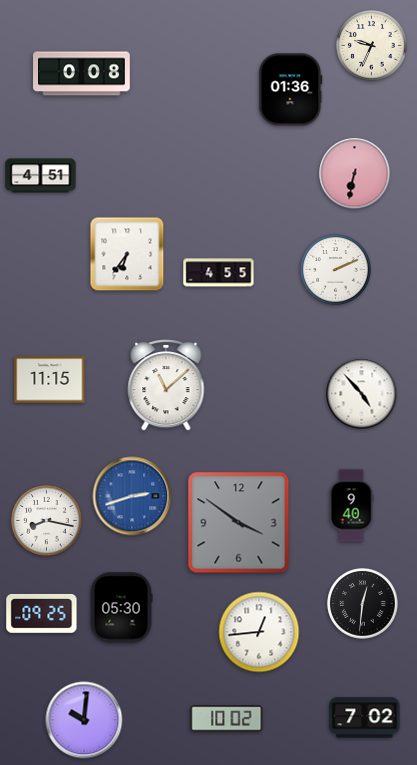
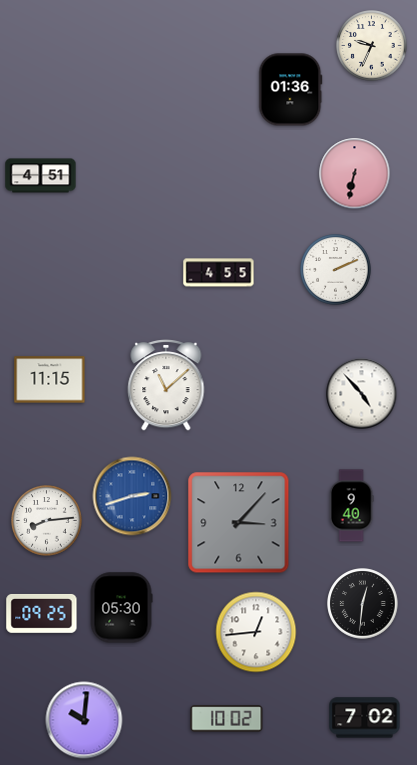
clock at (82, 74): 0:08 -> none
clock at (127, 254): 6:36 -> none
clock at (47, 521): 8:17 -> 8:14
clock at (239, 523): 3:51 -> 3:07
clock at (259, 632) position: (259, 632) -> (256, 632)
